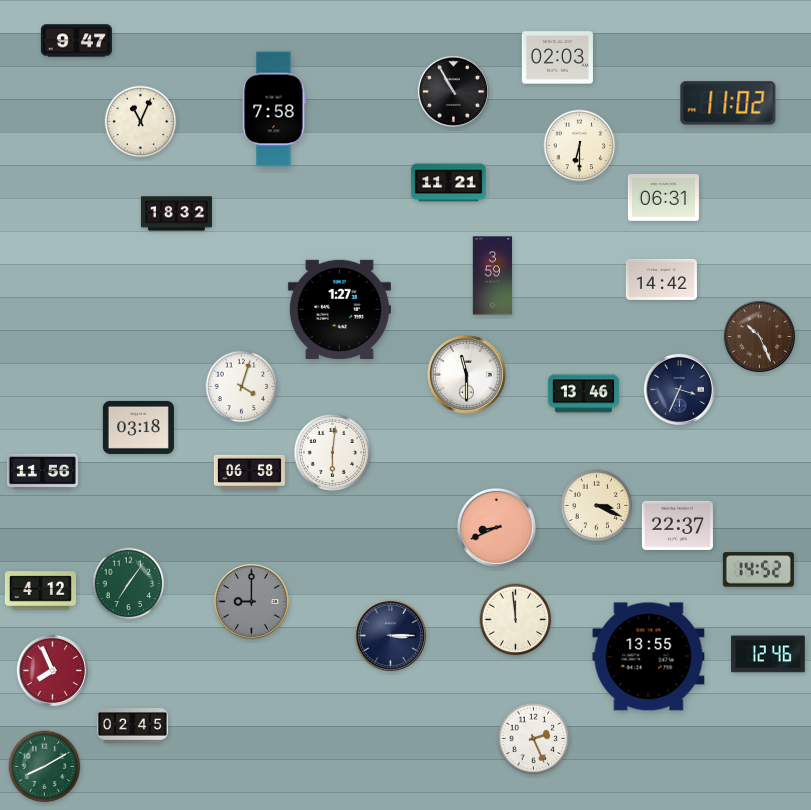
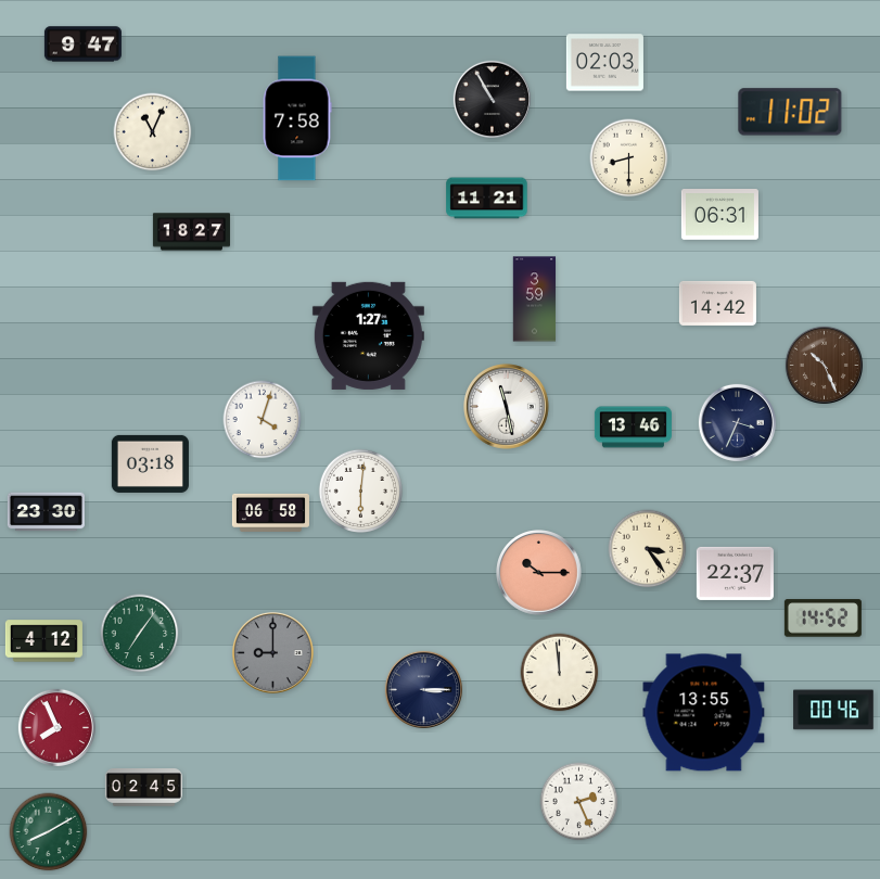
clock at (580, 146): 6:30 -> 8:30
clock at (176, 214): 18:32 -> 18:27
clock at (467, 375): 11:30 -> 11:28
clock at (42, 472): 11:56 -> 23:30
clock at (597, 506): 3:19 -> 3:24
clock at (677, 525) position: (677, 525) -> (735, 573)
clock at (497, 528): 8:41 -> 10:15
clock at (768, 654): 12:46 -> 00:46
